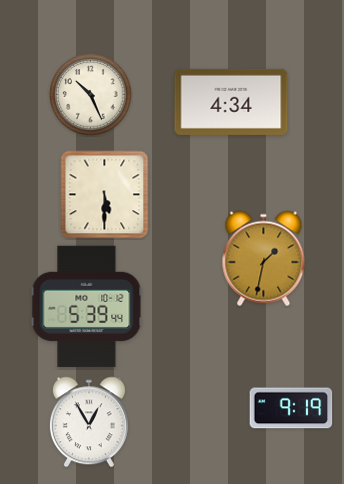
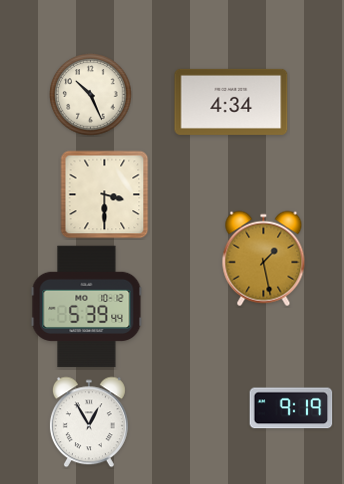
clock at (105, 195): 5:30 -> 3:30
clock at (264, 259): 1:32 -> 1:28
